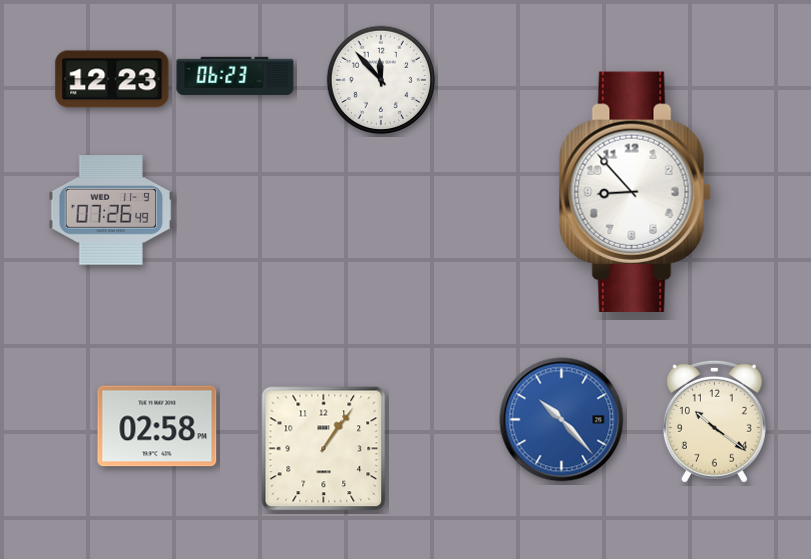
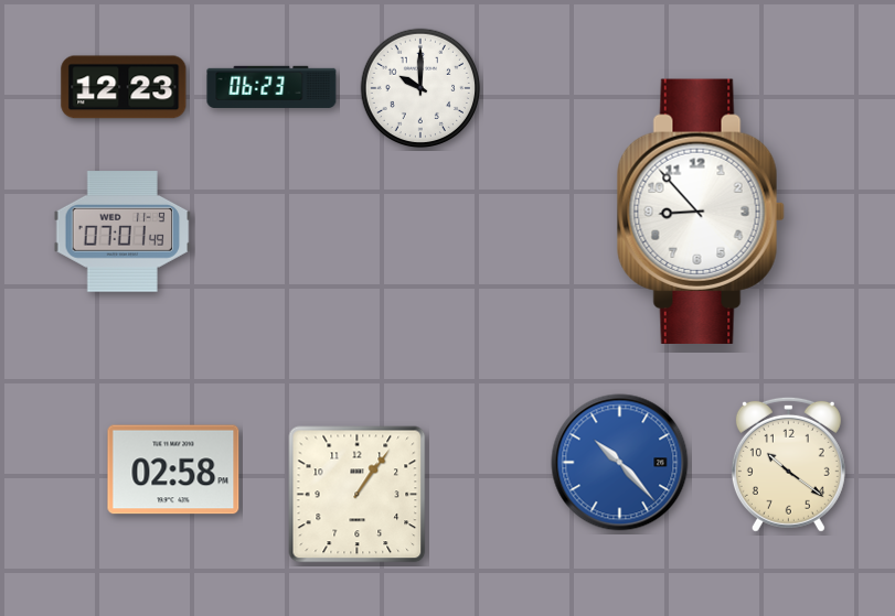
clock at (235, 76) position: (235, 76) -> (271, 87)
clock at (381, 80): 11:53 -> 10:00
clock at (111, 211): 07:26 -> 07:01
